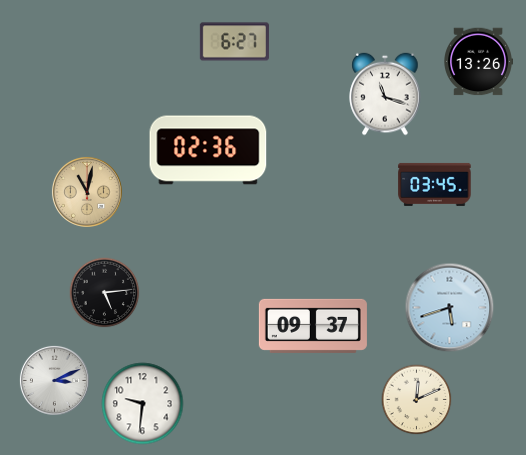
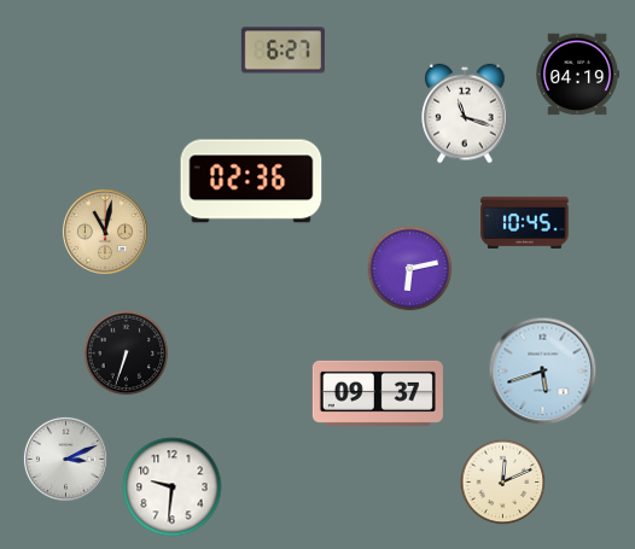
clock at (478, 62): 13:26 -> 04:19
clock at (435, 184): 03:45 -> 10:45
clock at (410, 269): none -> 6:13
clock at (105, 293): 5:14 -> 6:33
